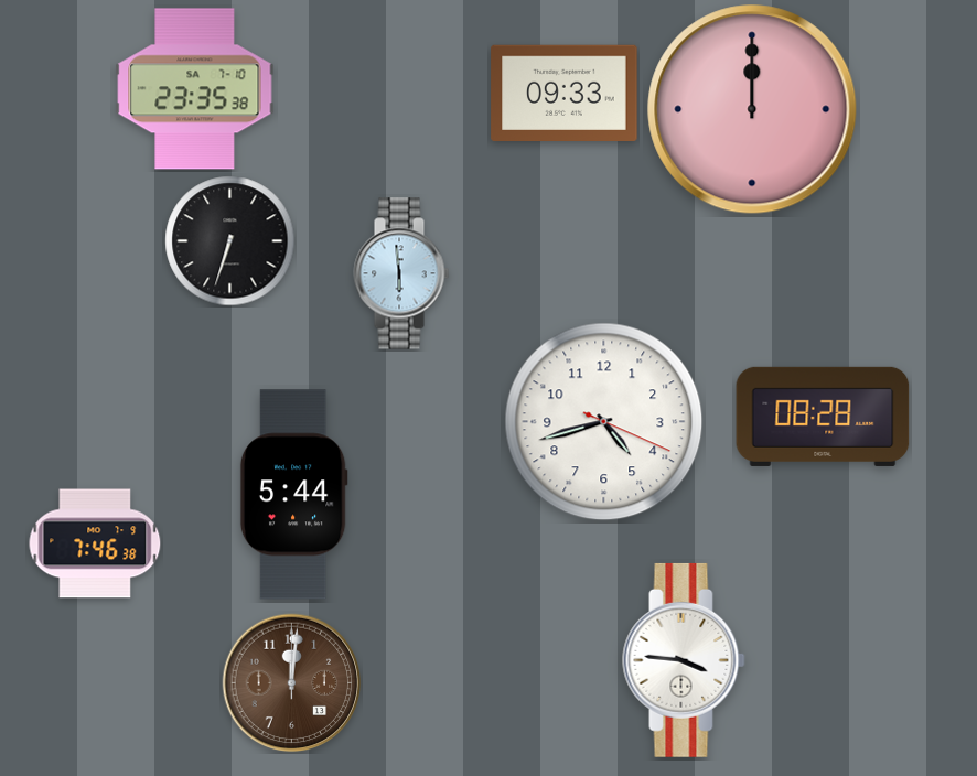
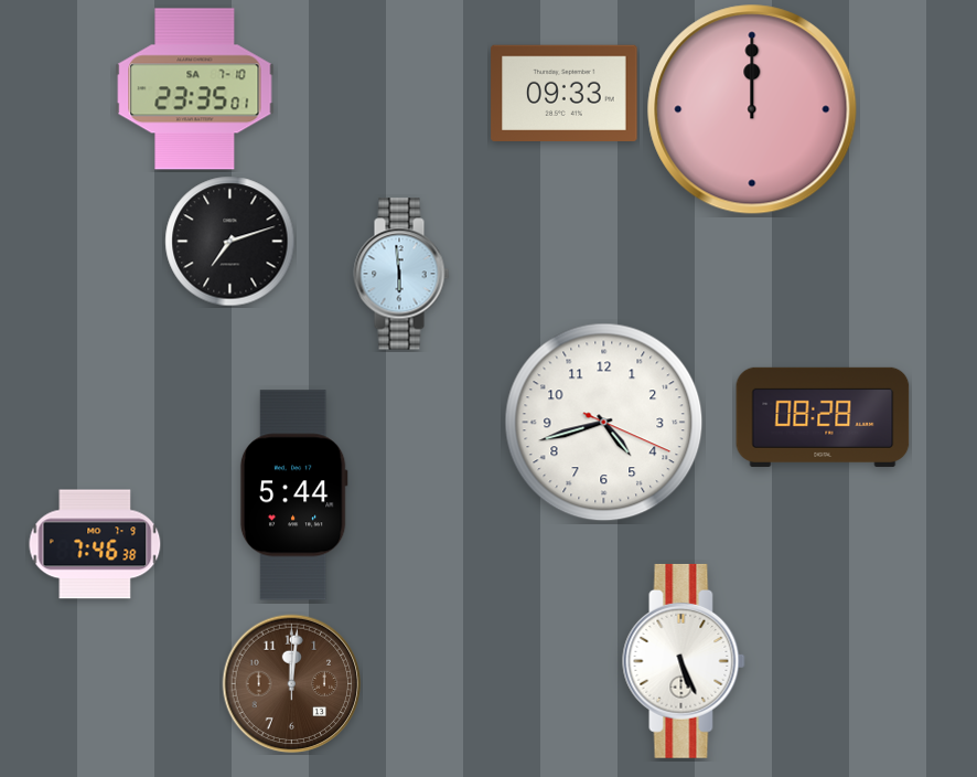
clock at (195, 89): 23:35:38 -> 23:35:01
clock at (230, 241): 6:33 -> 7:12
clock at (684, 660): 3:46 -> 5:26
